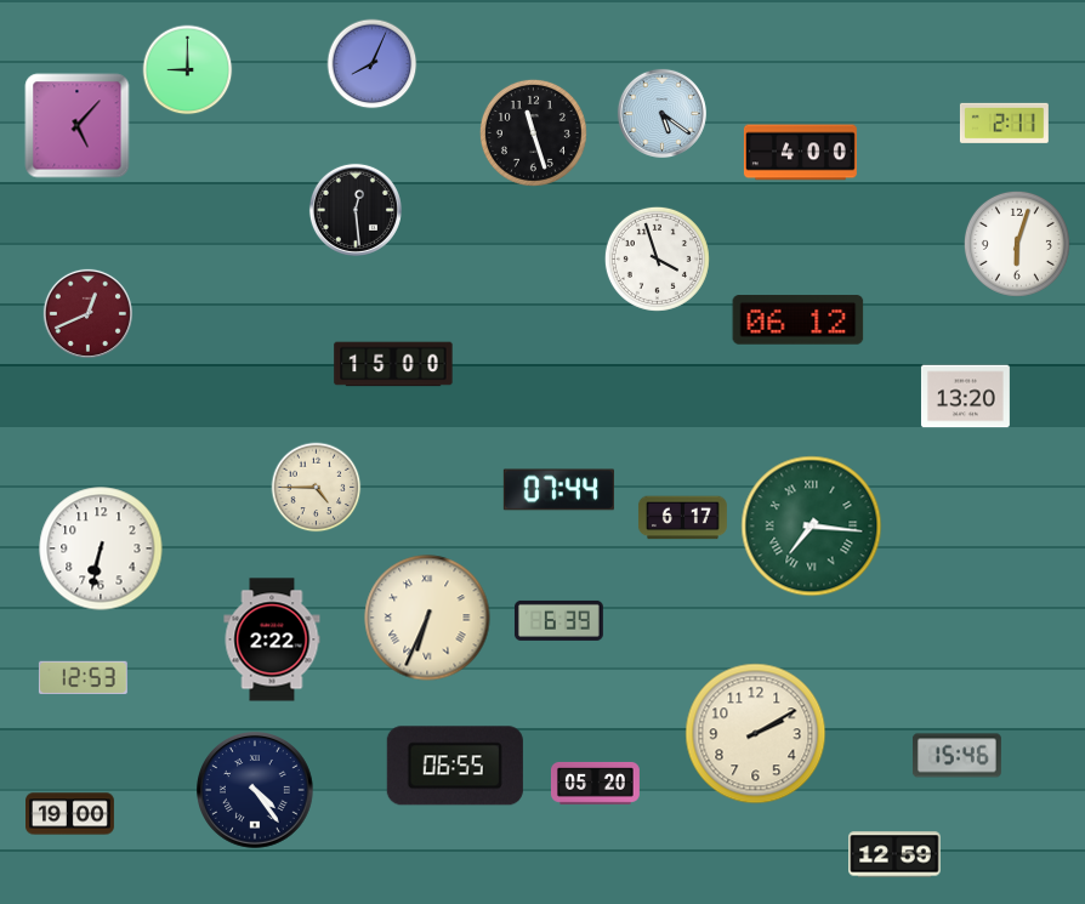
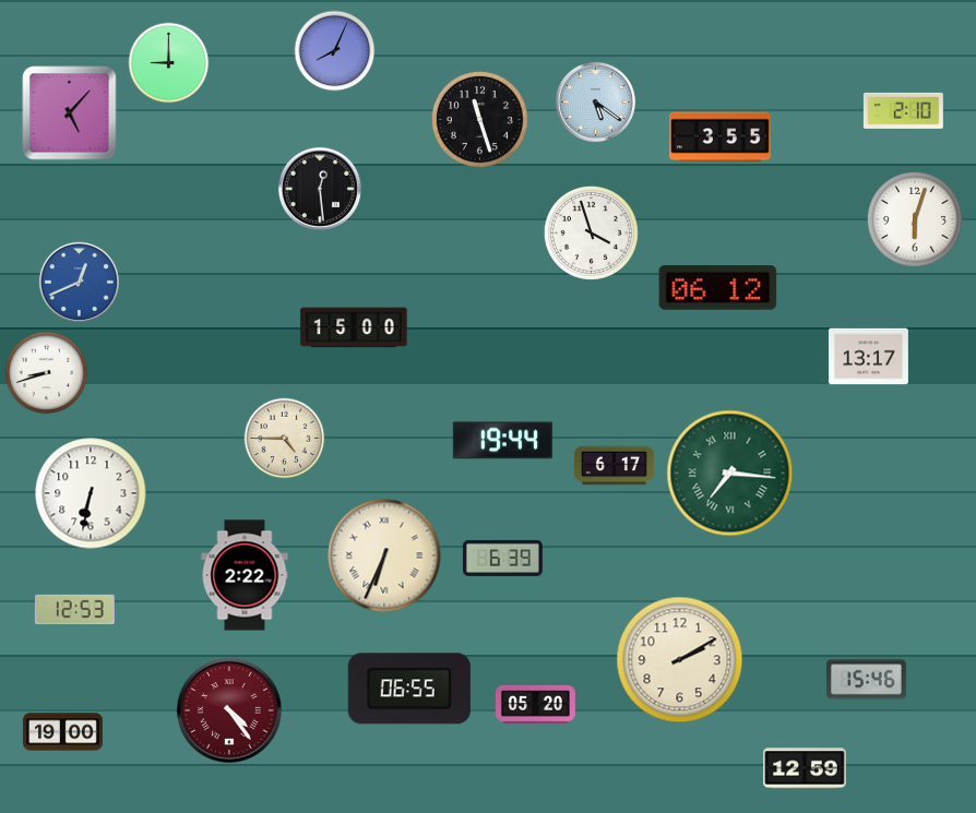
clock at (373, 64) position: (373, 64) -> (335, 51)
clock at (1004, 123): 2:11 -> 2:10
clock at (800, 153): 4:00 -> 3:55
clock at (87, 313) dial: burgundy -> blue
clock at (965, 397): 13:20 -> 13:17
clock at (47, 373): none -> 8:42
clock at (558, 490): 07:44 -> 19:44
clock at (956, 756) position: (956, 756) -> (866, 680)
clock at (256, 791) dial: navy -> burgundy
